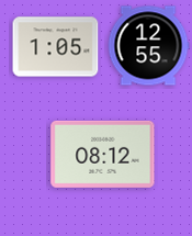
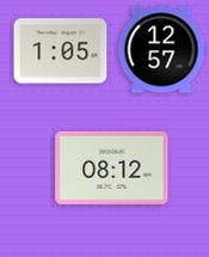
clock at (148, 46): 12:55 -> 12:57
